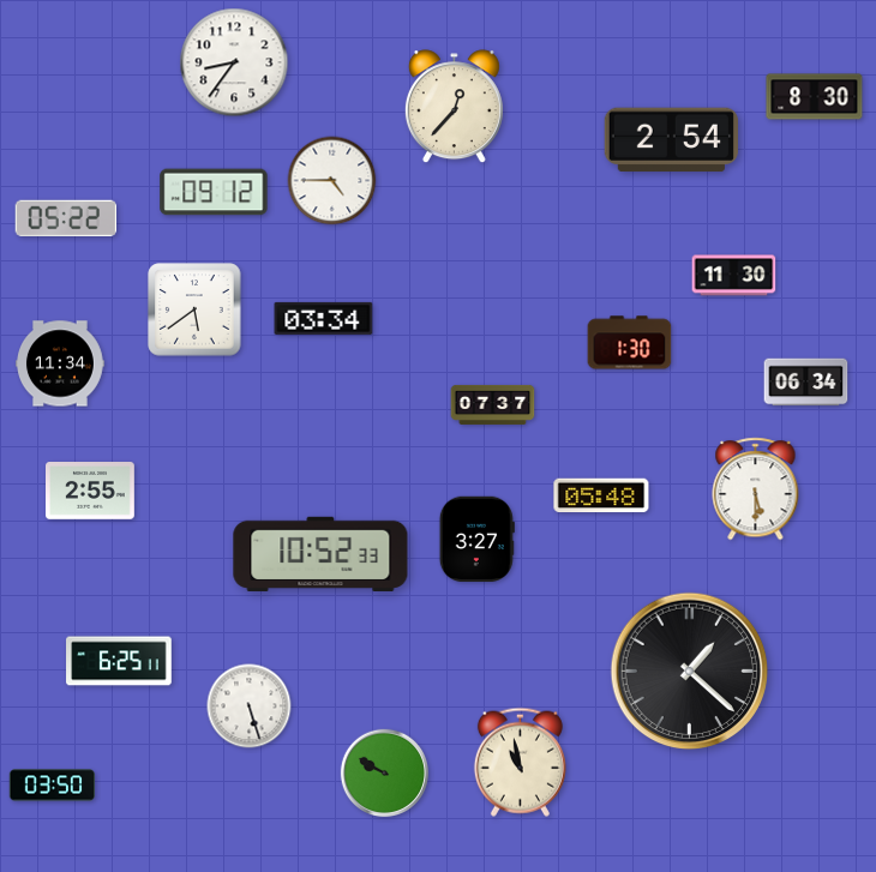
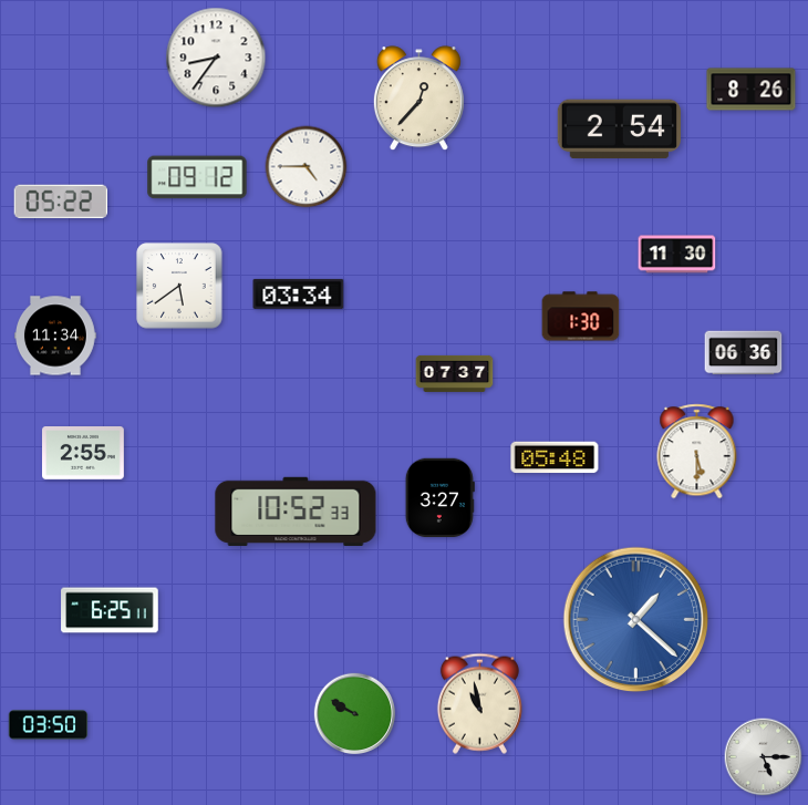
clock at (815, 97): 8:30 -> 8:26
clock at (806, 383): 06:34 -> 06:36
clock at (690, 672) dial: black -> blue
clock at (250, 706): 5:27 -> none
clock at (764, 757): none -> 5:15
